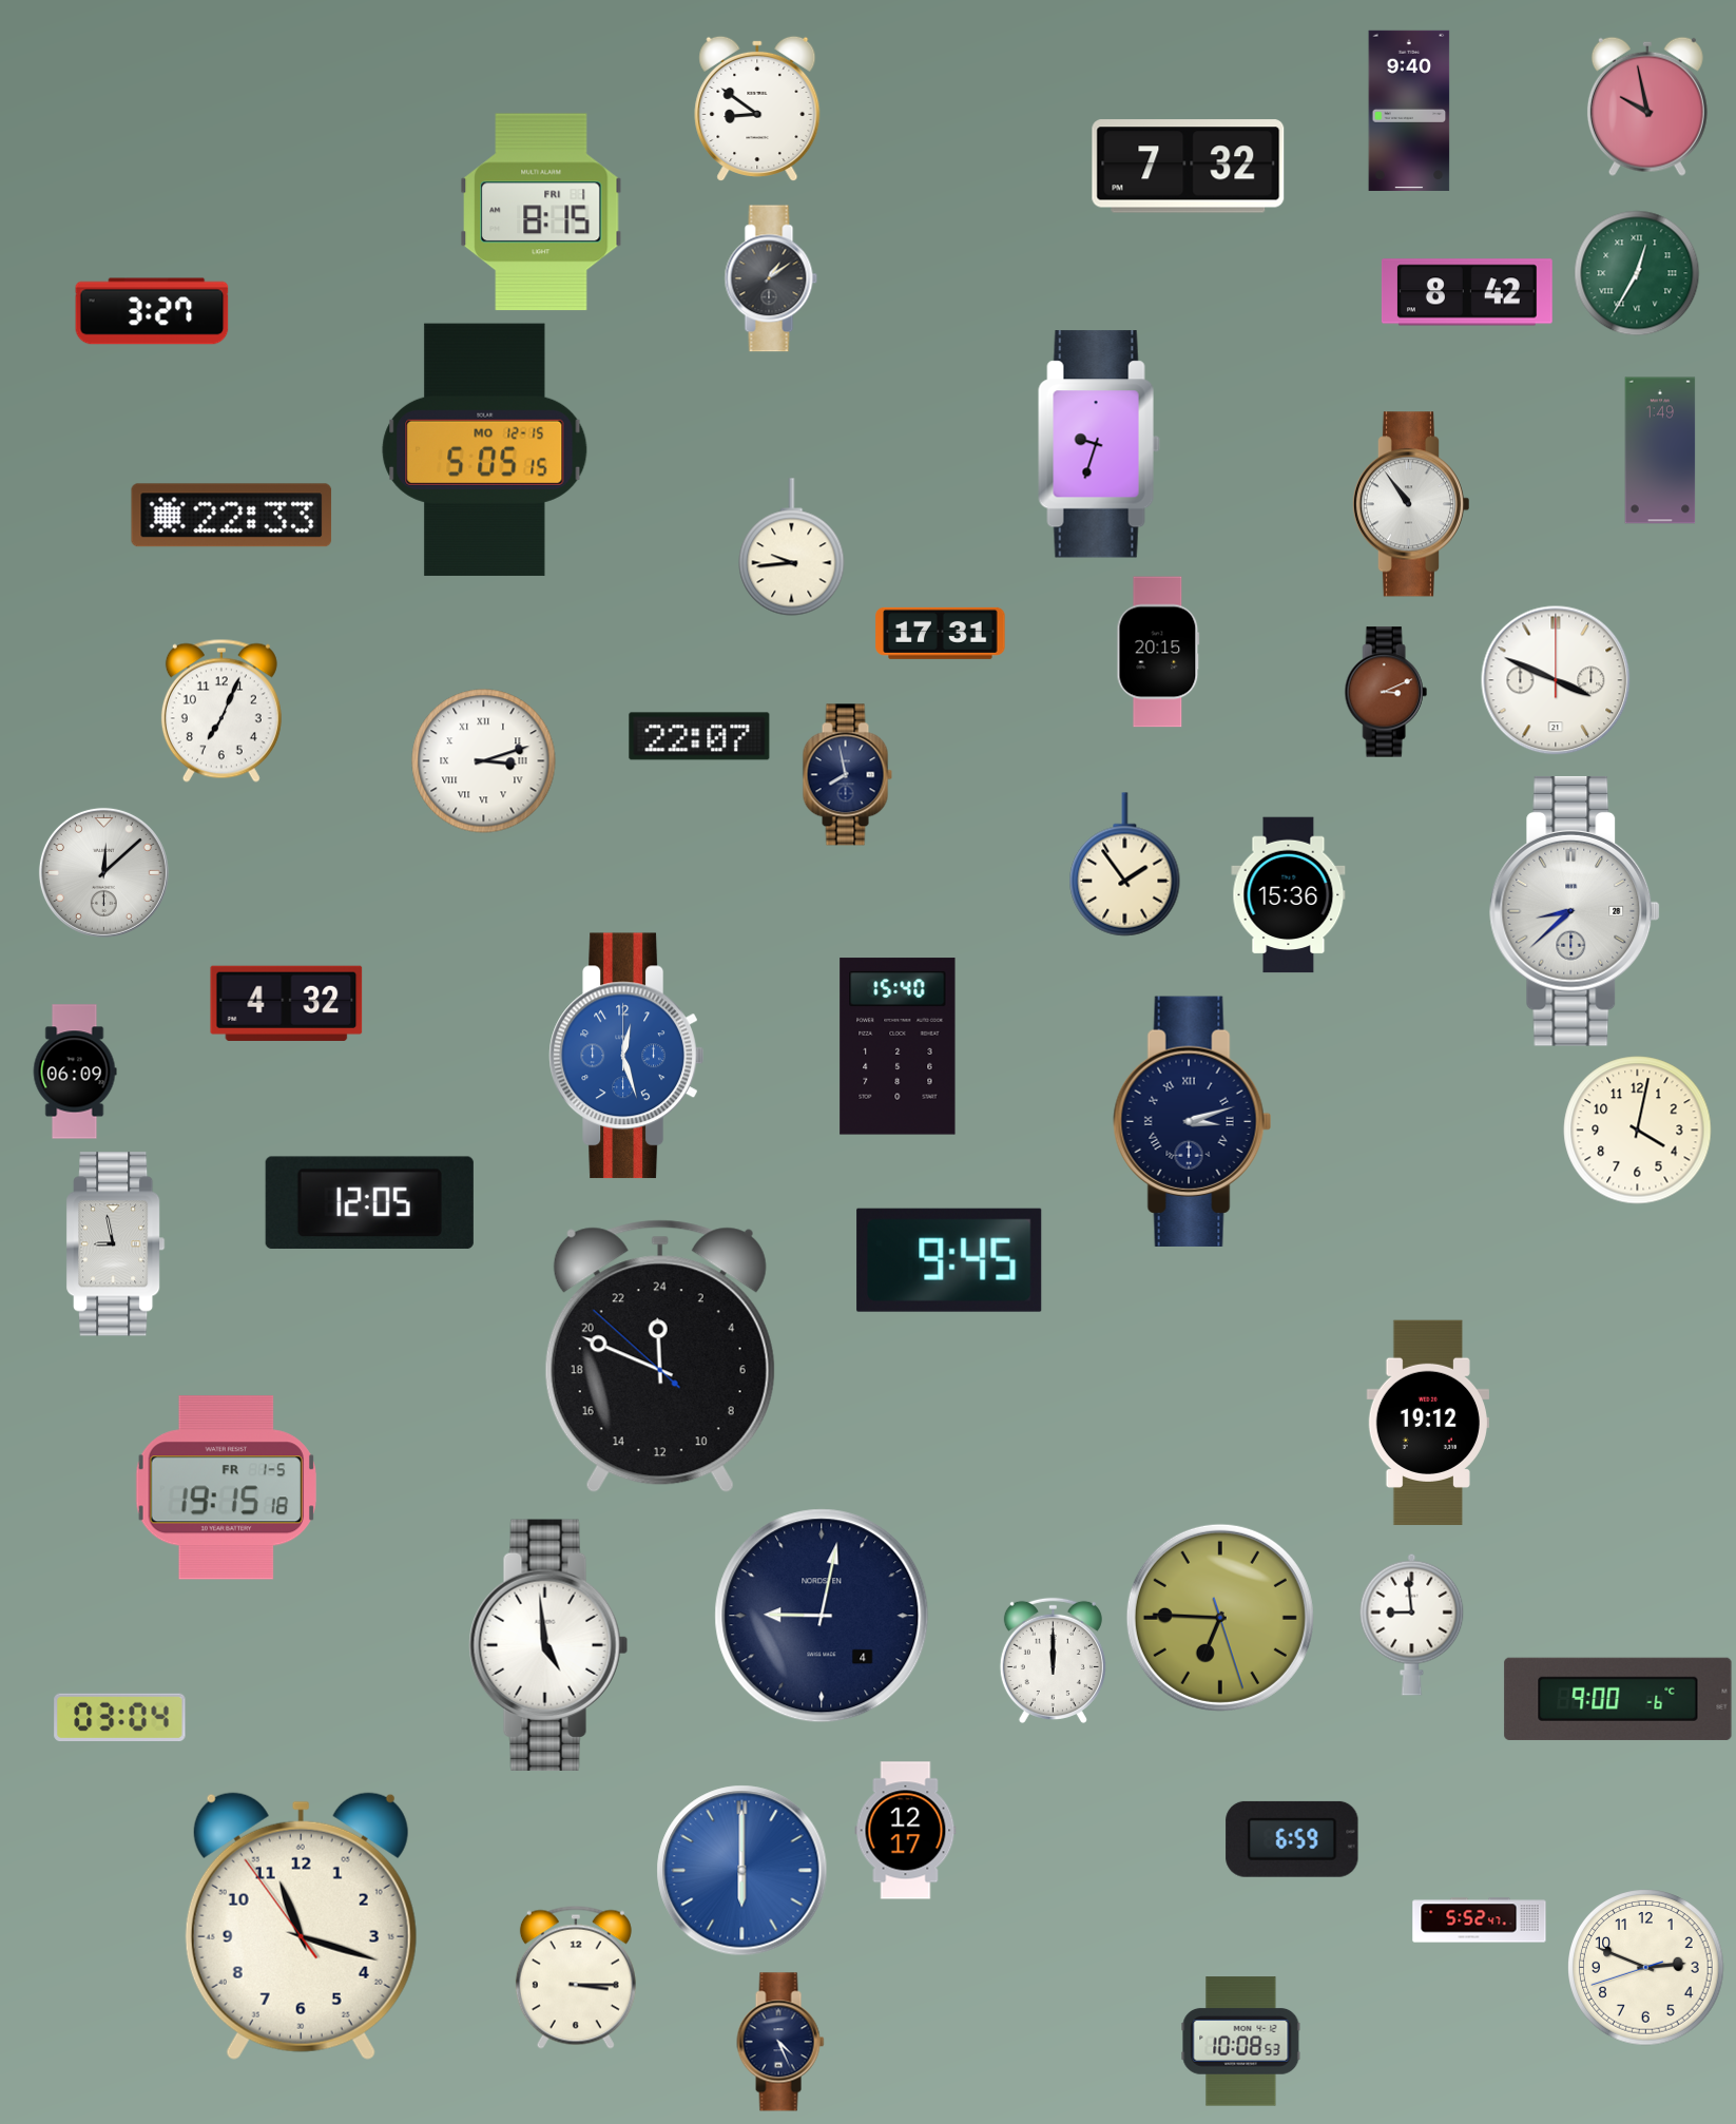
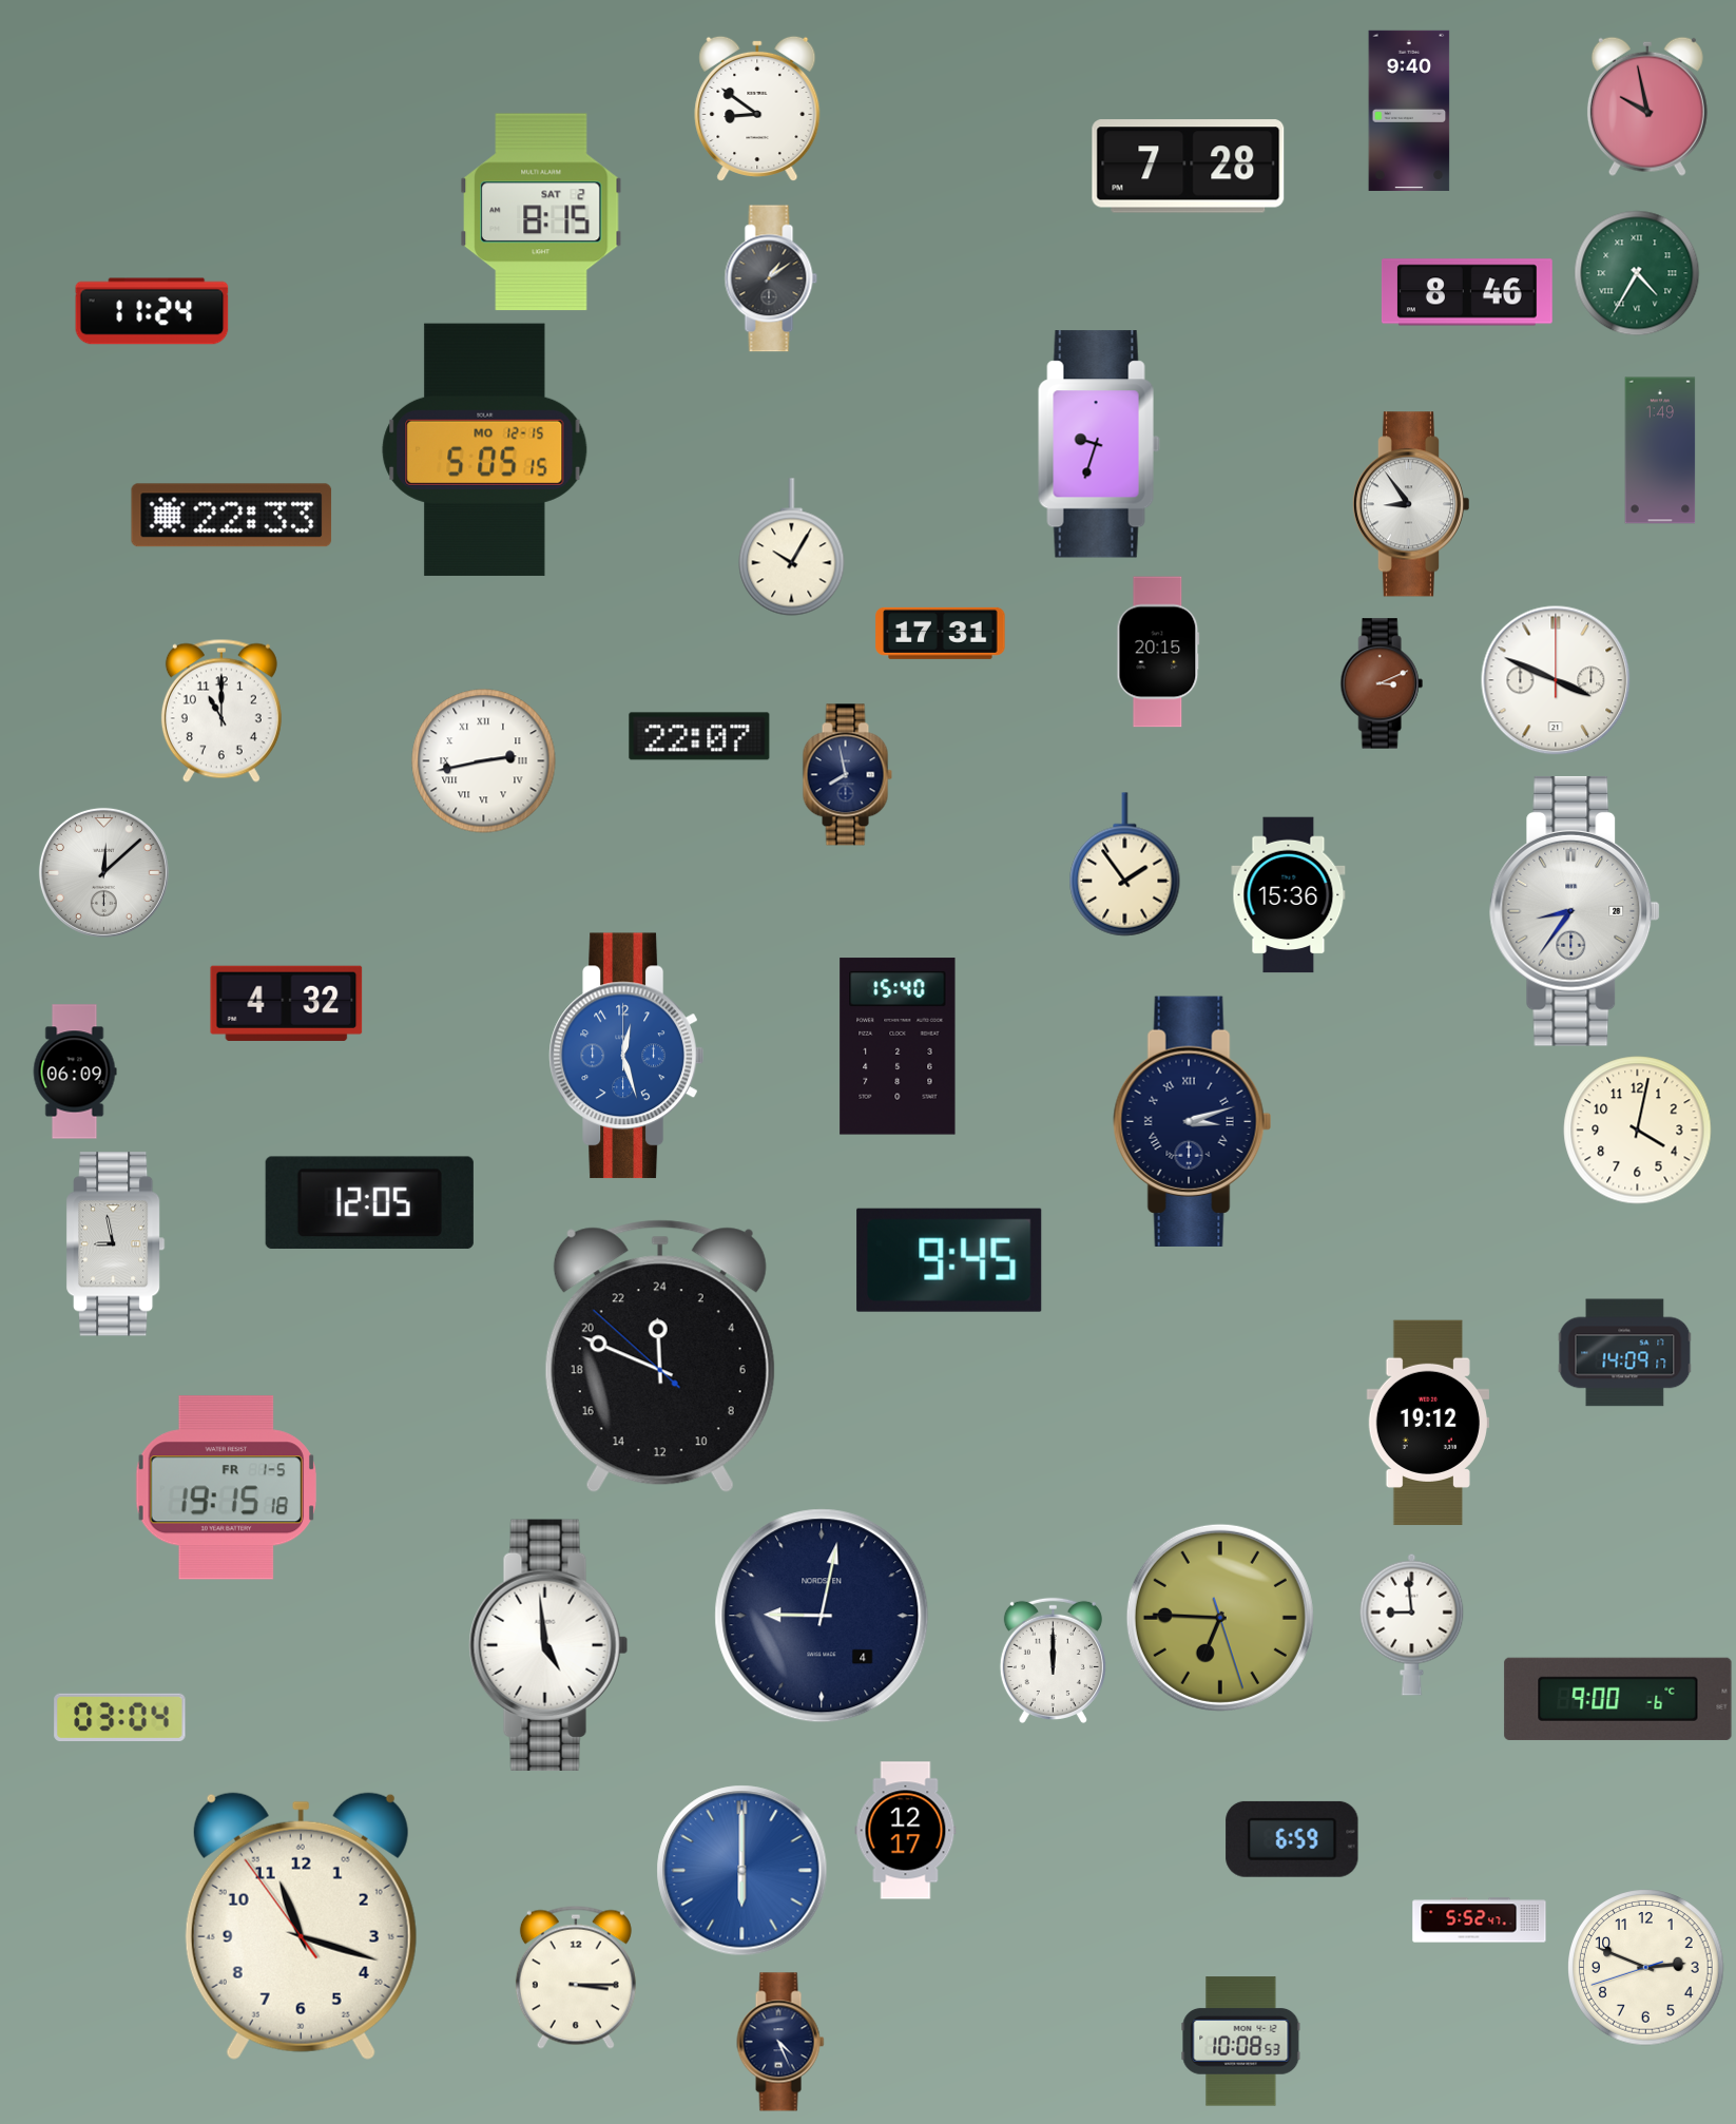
clock at (1189, 167): 7:32 -> 7:28
clock at (541, 212) date: FRI 1 -> SAT 2
clock at (1637, 273): 12:35 -> 4:35
clock at (1467, 292): 8:42 -> 8:46
clock at (152, 311): 3:27 -> 11:24
clock at (1410, 504): 10:54 -> 8:54
clock at (792, 547): 9:44 -> 10:05
clock at (1386, 692) position: (1386, 692) -> (1382, 683)
clock at (221, 711): 7:04 -> 11:00
clock at (484, 761): 3:12 -> 2:43
clock at (1575, 911): 8:38 -> 8:36
clock at (1625, 1353): none -> 14:09
